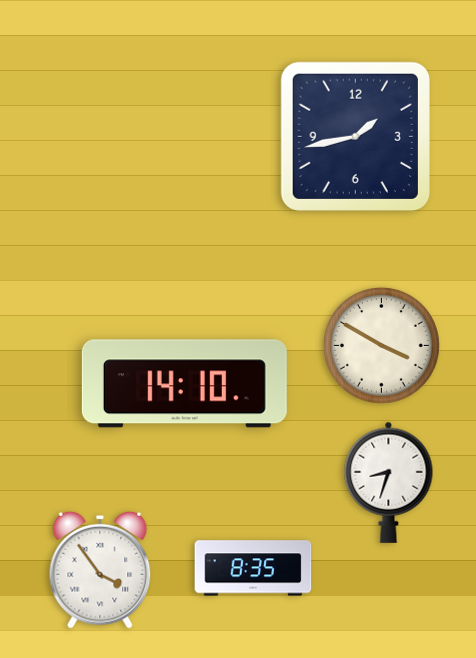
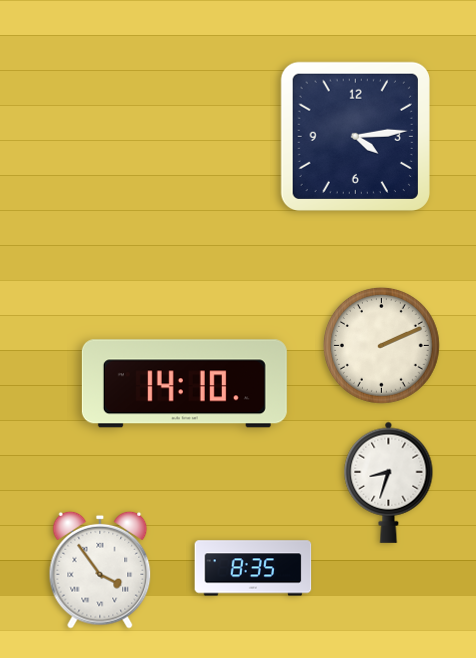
clock at (355, 136): 1:43 -> 4:14
clock at (381, 345): 3:50 -> 2:11
